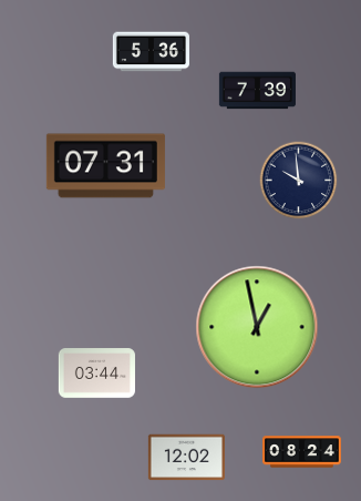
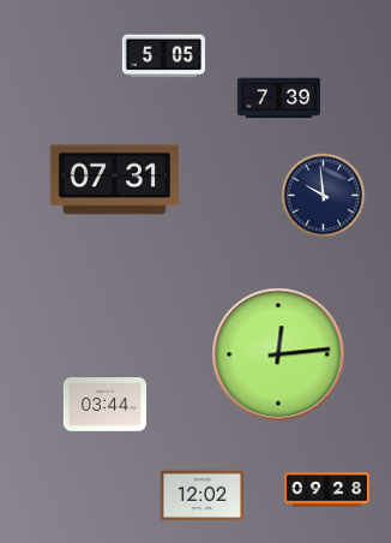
clock at (151, 52): 5:36 -> 5:05
clock at (257, 327): 12:58 -> 12:14
clock at (302, 452): 08:24 -> 09:28
